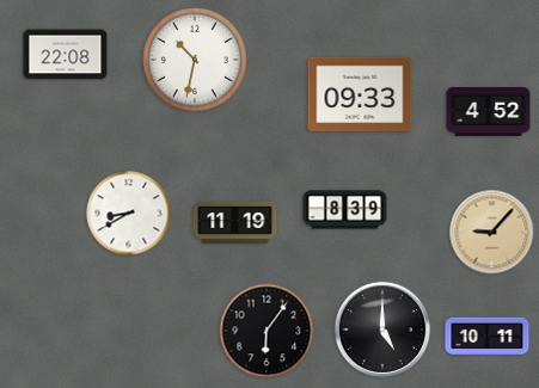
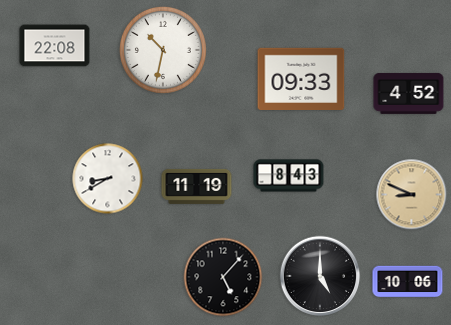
clock at (345, 210): 8:39 -> 8:43
clock at (492, 233): 9:07 -> 8:49
clock at (267, 331): 6:06 -> 5:07
clock at (488, 337): 10:11 -> 10:06
